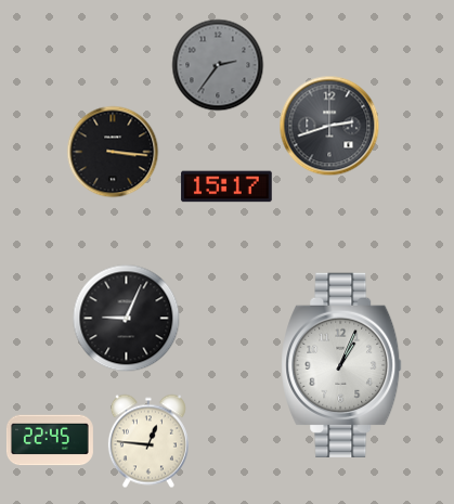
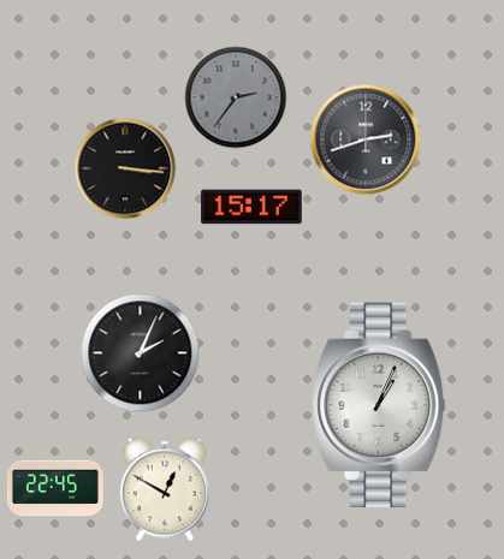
clock at (218, 65) position: (218, 65) -> (236, 97)
clock at (127, 319): 9:04 -> 2:04
clock at (148, 441): 12:46 -> 12:50
